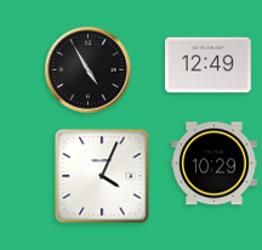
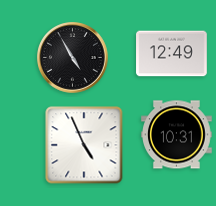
clock at (215, 164): 10:29 -> 10:31
clock at (102, 176): 4:04 -> 4:56
